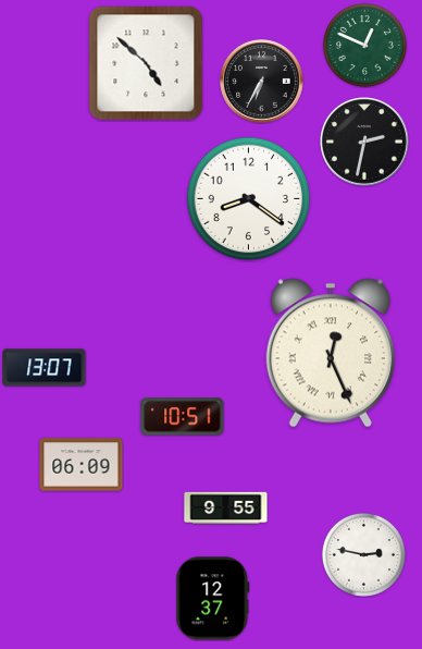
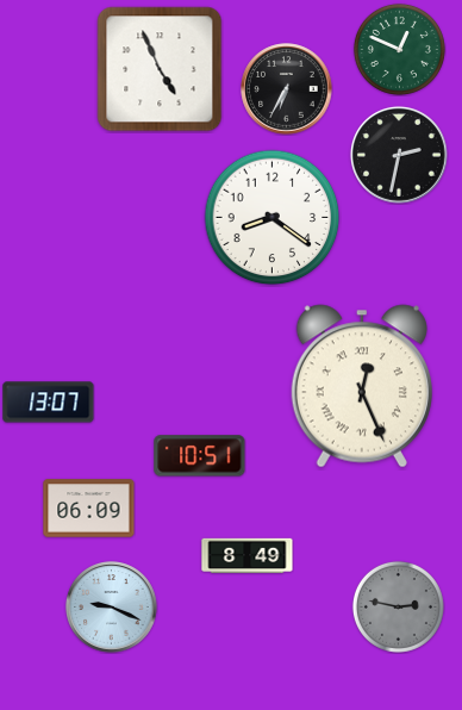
clock at (146, 63): 4:52 -> 4:56
clock at (226, 507): 9:55 -> 8:49
clock at (363, 554) dial: white -> grey
clock at (112, 608): none -> 9:19
clock at (213, 599): 12:37 -> none
